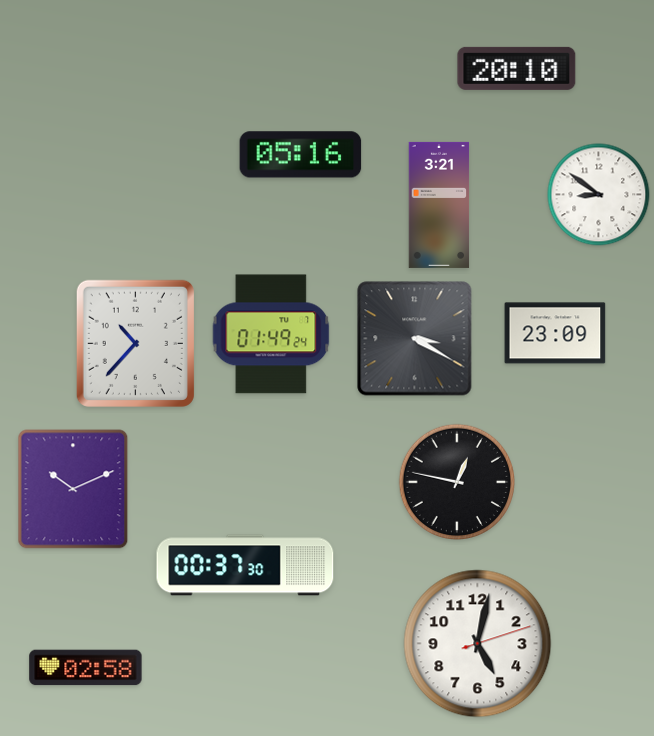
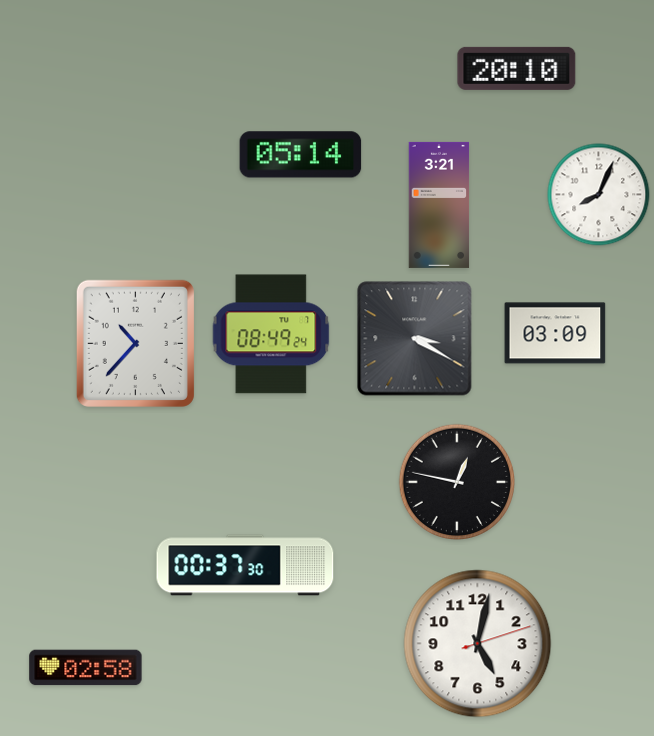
clock at (301, 155): 05:16 -> 05:14
clock at (599, 195): 8:51 -> 8:04
clock at (555, 333): 23:09 -> 03:09
clock at (271, 334): 01:49 -> 08:49
clock at (73, 489): 10:11 -> none
